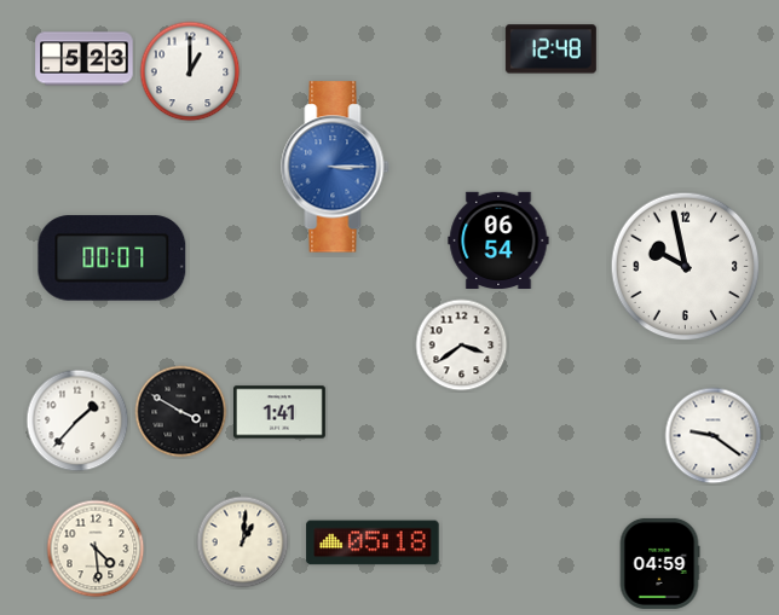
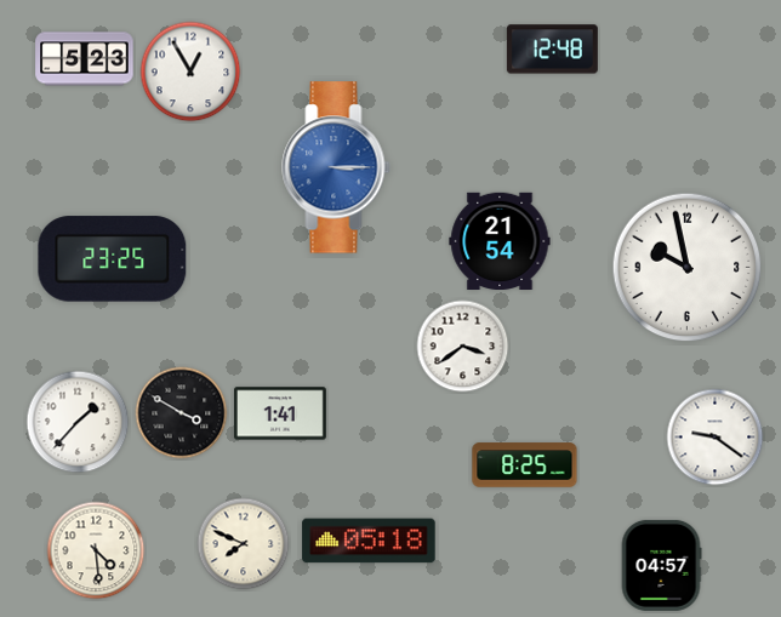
clock at (190, 71): 1:00 -> 12:55
clock at (498, 239): 06:54 -> 21:54
clock at (112, 259): 00:07 -> 23:25
clock at (525, 465): none -> 8:25
clock at (243, 543): 1:01 -> 7:49
clock at (373, 543) position: (373, 543) -> (369, 541)
clock at (659, 563): 04:59 -> 04:57
